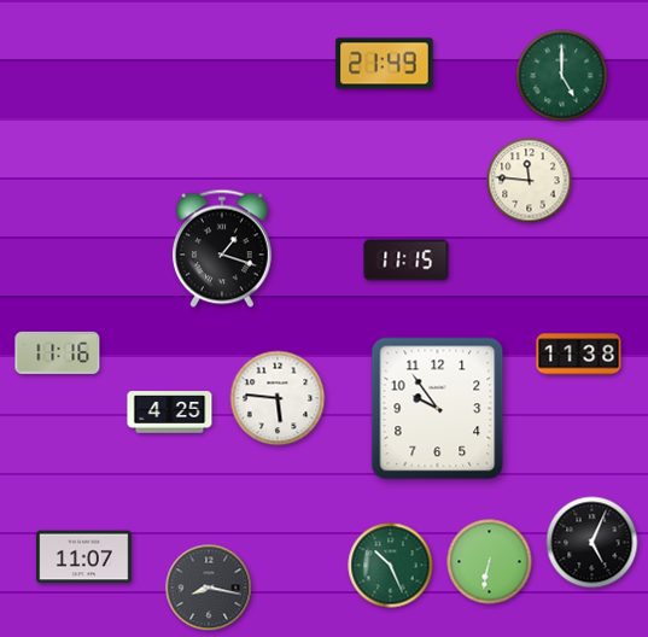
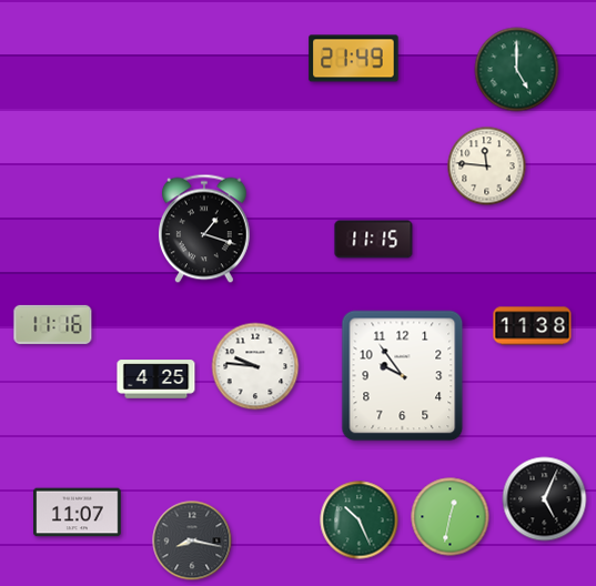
clock at (278, 398): 5:46 -> 9:46
clock at (490, 562): 6:32 -> 12:32
